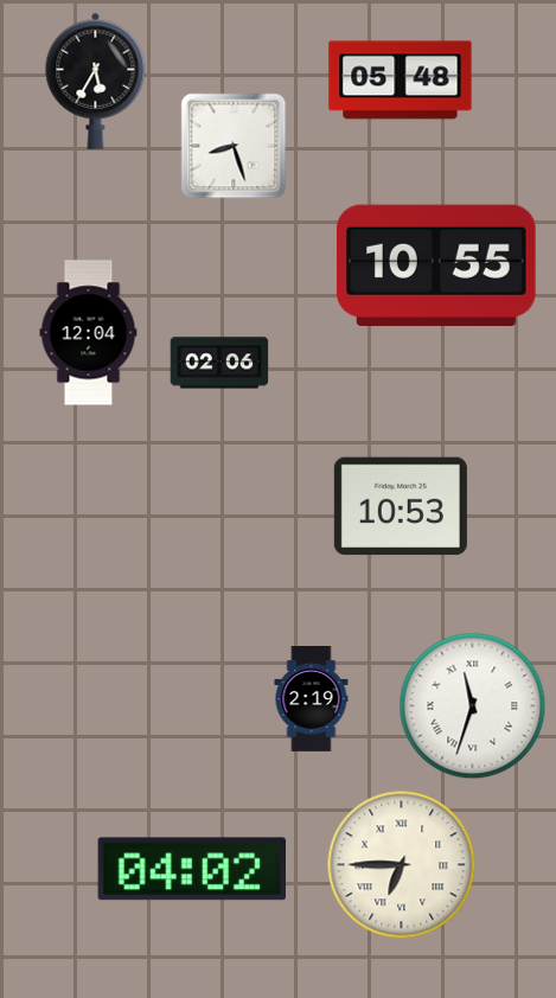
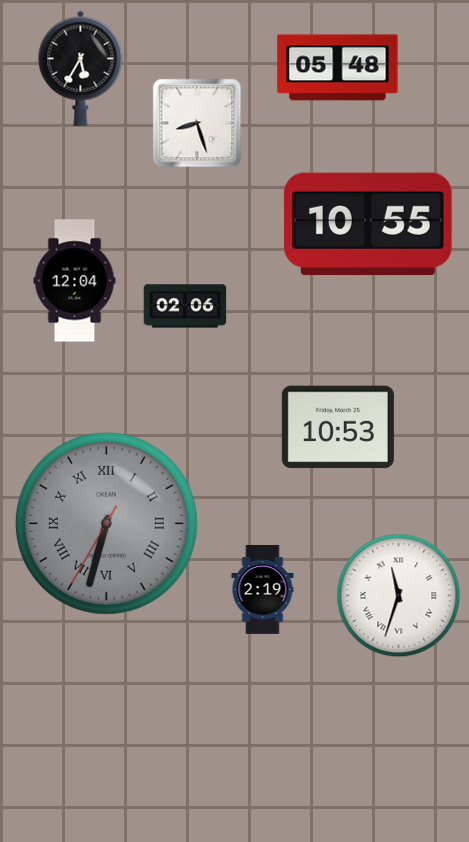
clock at (106, 523): none -> 6:32
clock at (402, 865): 6:45 -> none
clock at (191, 869): 04:02 -> none
